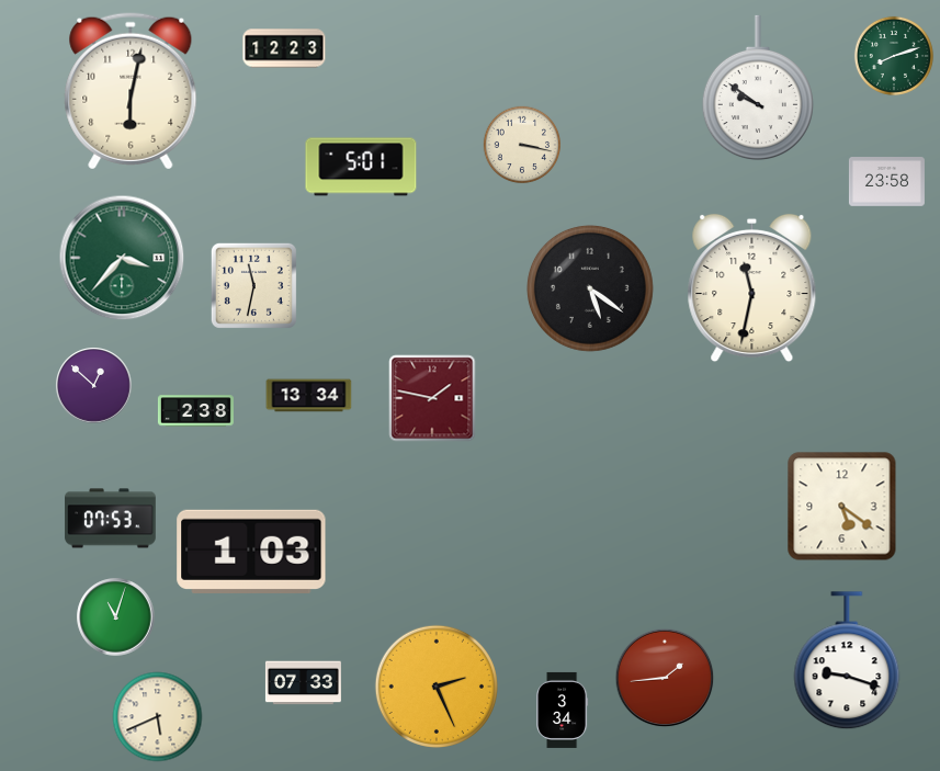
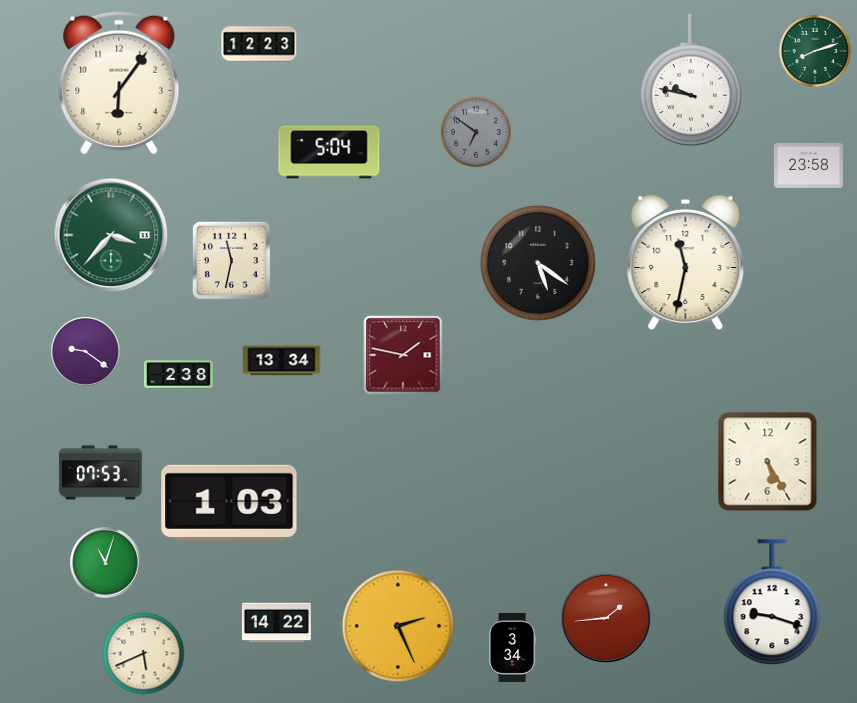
clock at (758, 88): 9:51 -> 9:47
clock at (131, 91): 6:02 -> 6:06
clock at (522, 145): 3:17 -> 6:51
clock at (522, 145) dial: cream -> grey
clock at (361, 167): 5:01 -> 5:04
clock at (94, 386): 12:52 -> 9:21
clock at (432, 398) position: (432, 398) -> (403, 355)
clock at (842, 507): 5:21 -> 5:25
clock at (303, 683): 07:33 -> 14:22
